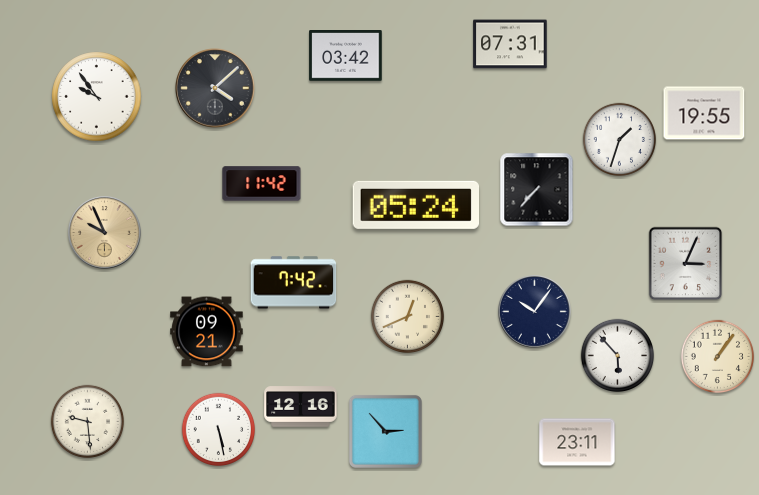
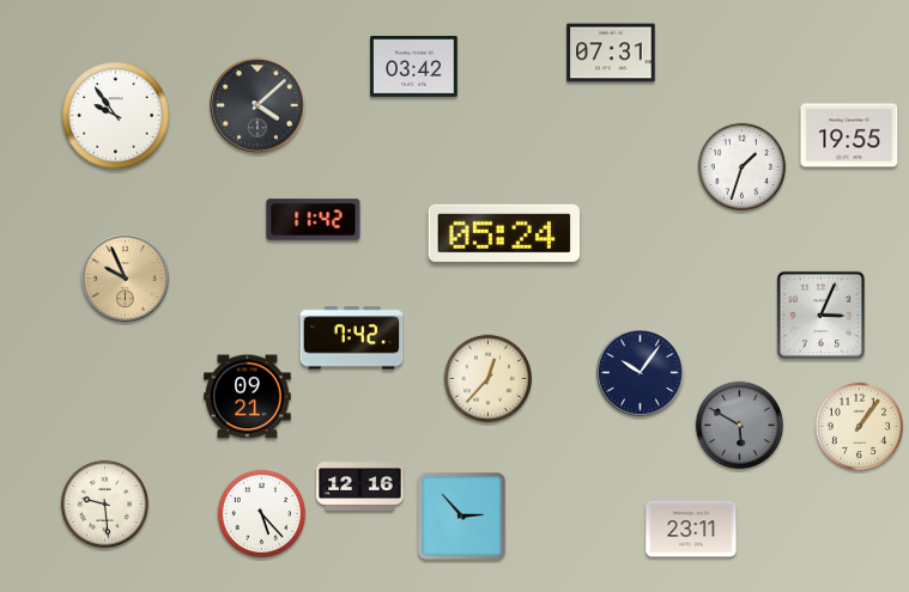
clock at (704, 113) position: (704, 113) -> (849, 135)
clock at (537, 190): 7:37 -> none
clock at (415, 205) position: (415, 205) -> (503, 233)
clock at (408, 317): 12:41 -> 12:37
clock at (618, 356): 5:53 -> 5:50
clock at (618, 356) dial: white -> grey
clock at (219, 430): 5:28 -> 5:23
